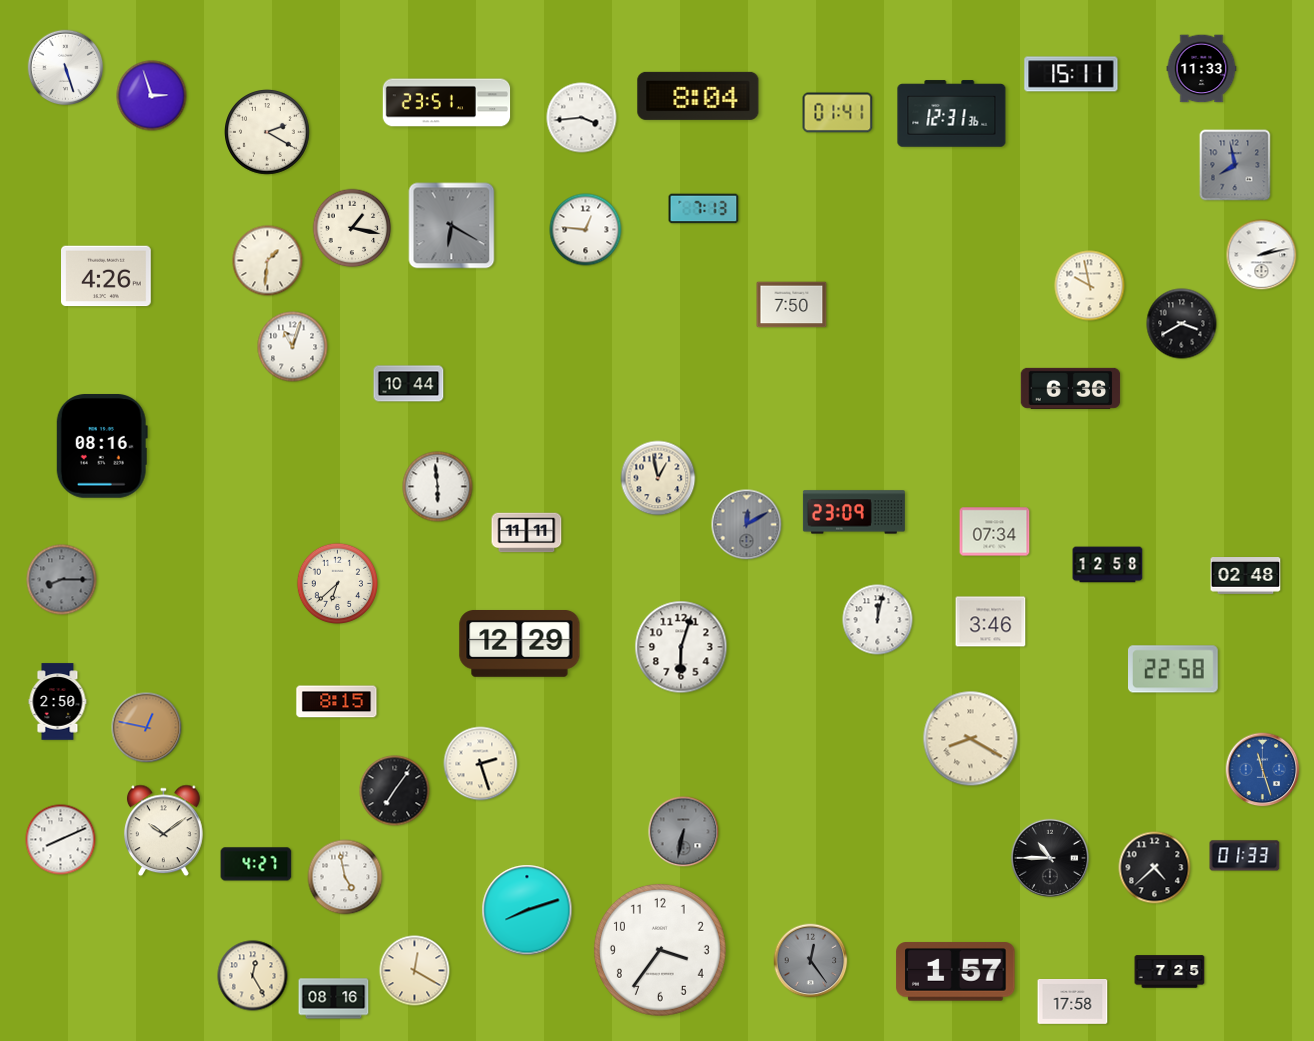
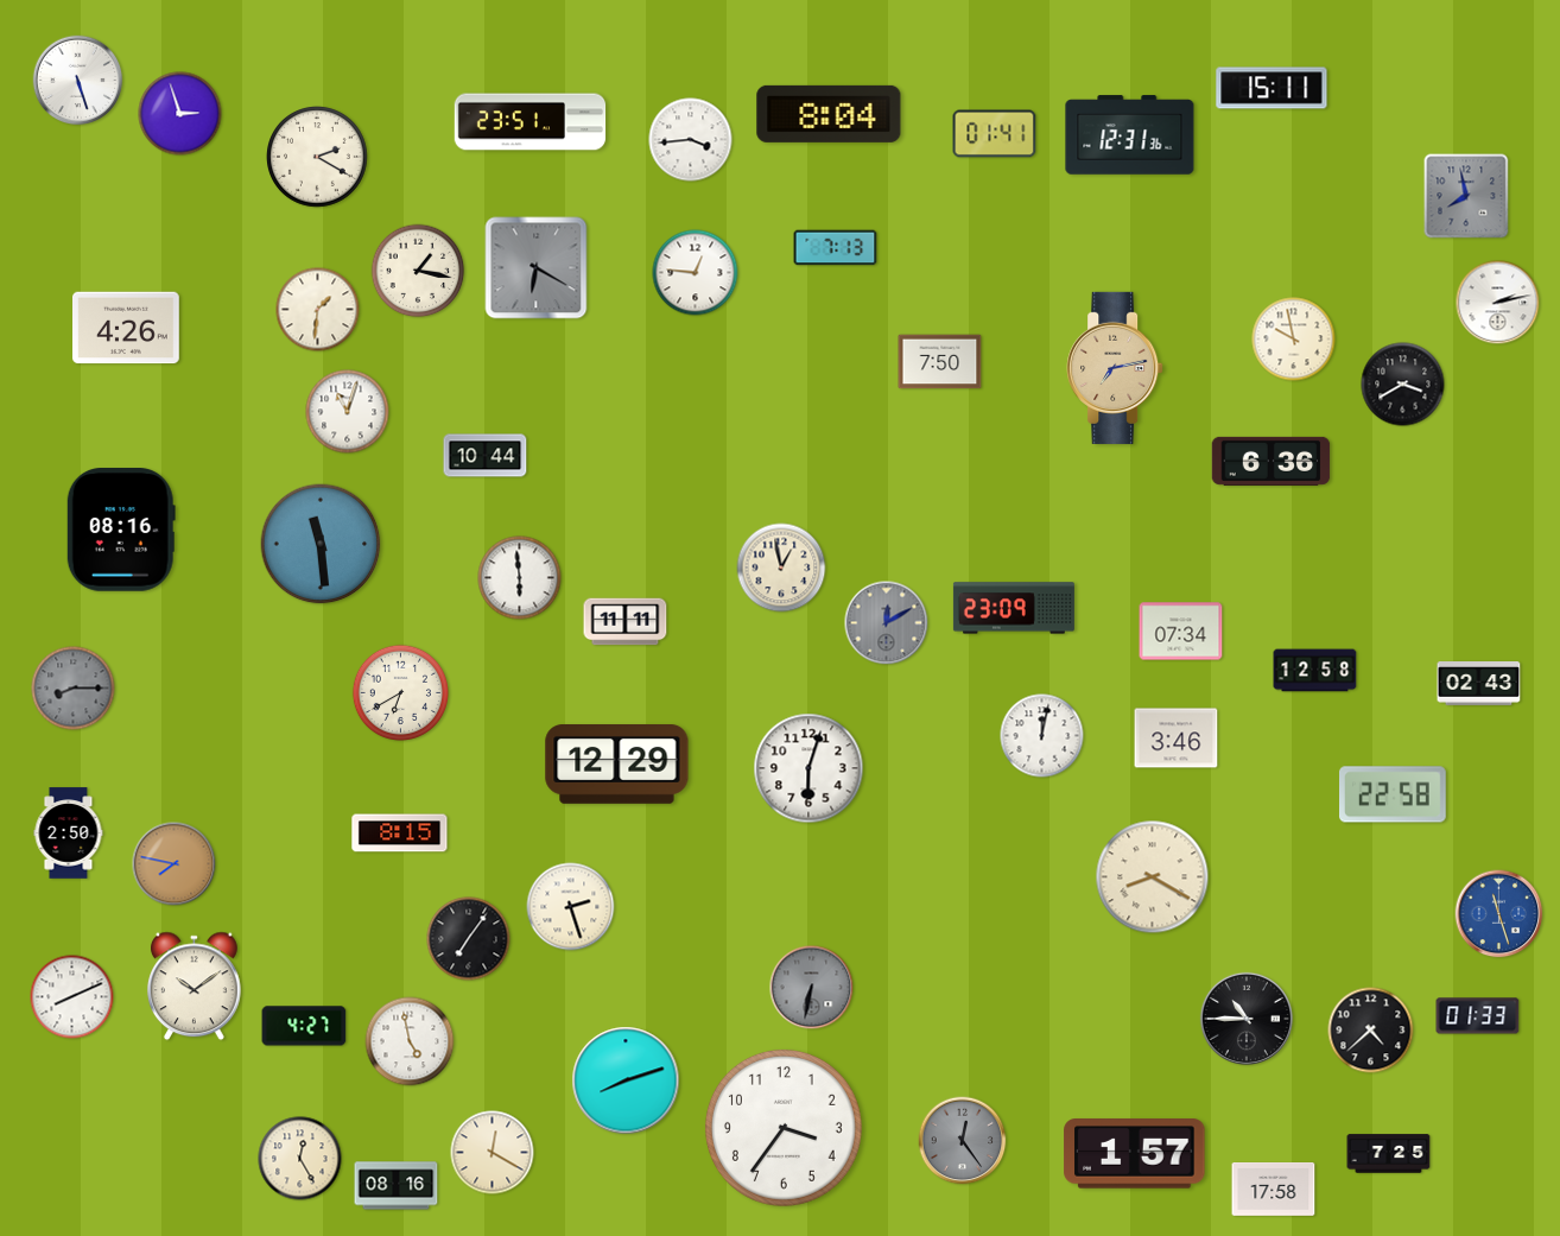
clock at (1202, 69): 11:33 -> none
clock at (1115, 368): none -> 7:13
clock at (321, 544): none -> 11:29
clock at (527, 533) position: (527, 533) -> (626, 622)
clock at (1246, 576): 02:48 -> 02:43
clock at (337, 583): 6:38 -> 6:40
clock at (147, 728): 12:47 -> 7:47
